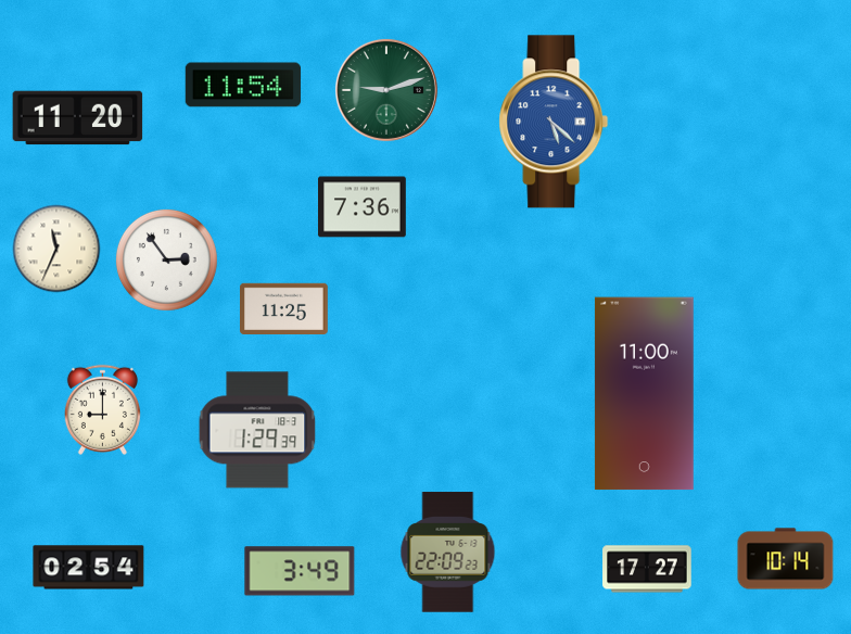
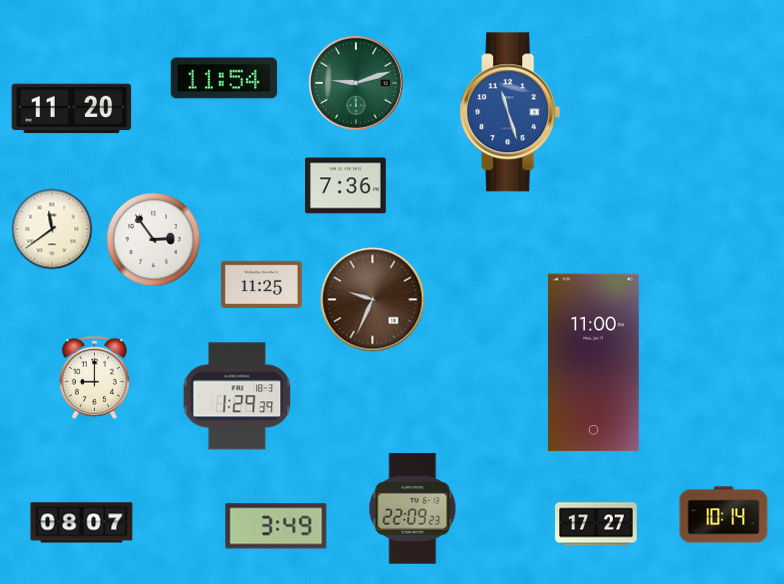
clock at (554, 122): 5:22 -> 11:27
clock at (363, 207) position: (363, 207) -> (346, 186)
clock at (56, 249): 11:34 -> 11:39
clock at (373, 300): none -> 9:34
clock at (89, 568): 02:54 -> 08:07
